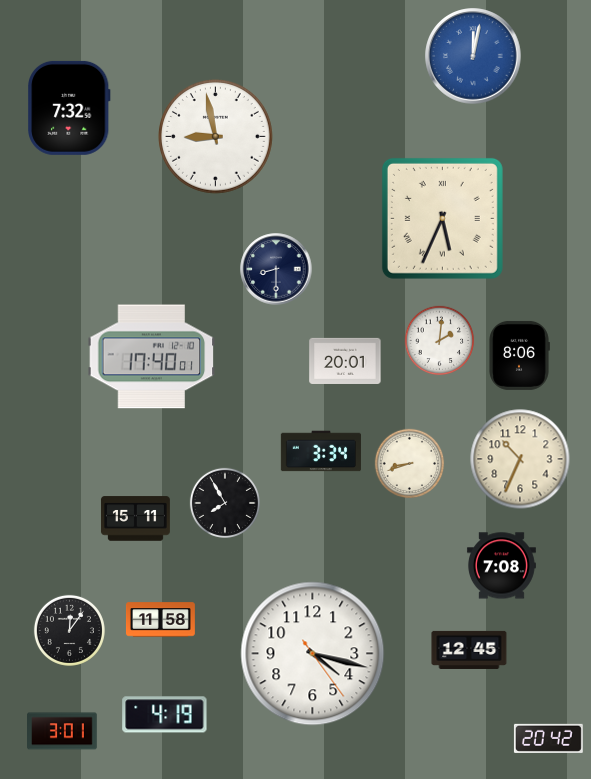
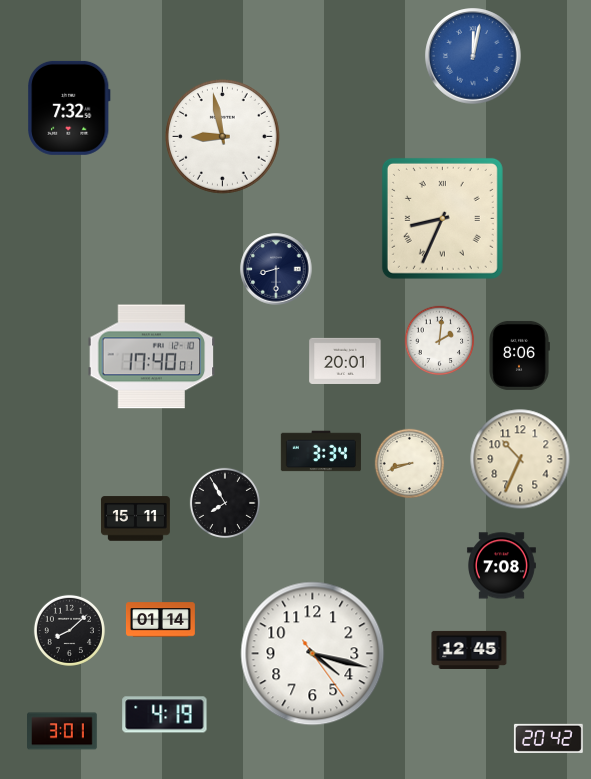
clock at (216, 136) position: (216, 136) -> (223, 136)
clock at (442, 218): 5:34 -> 8:34
clock at (160, 620): 11:58 -> 01:14
clock at (69, 630): 12:06 -> 8:08
